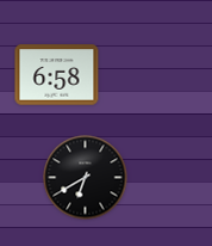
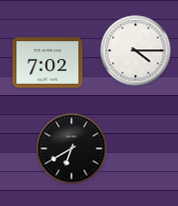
clock at (136, 51): none -> 4:15
clock at (57, 75): 6:58 -> 7:02
